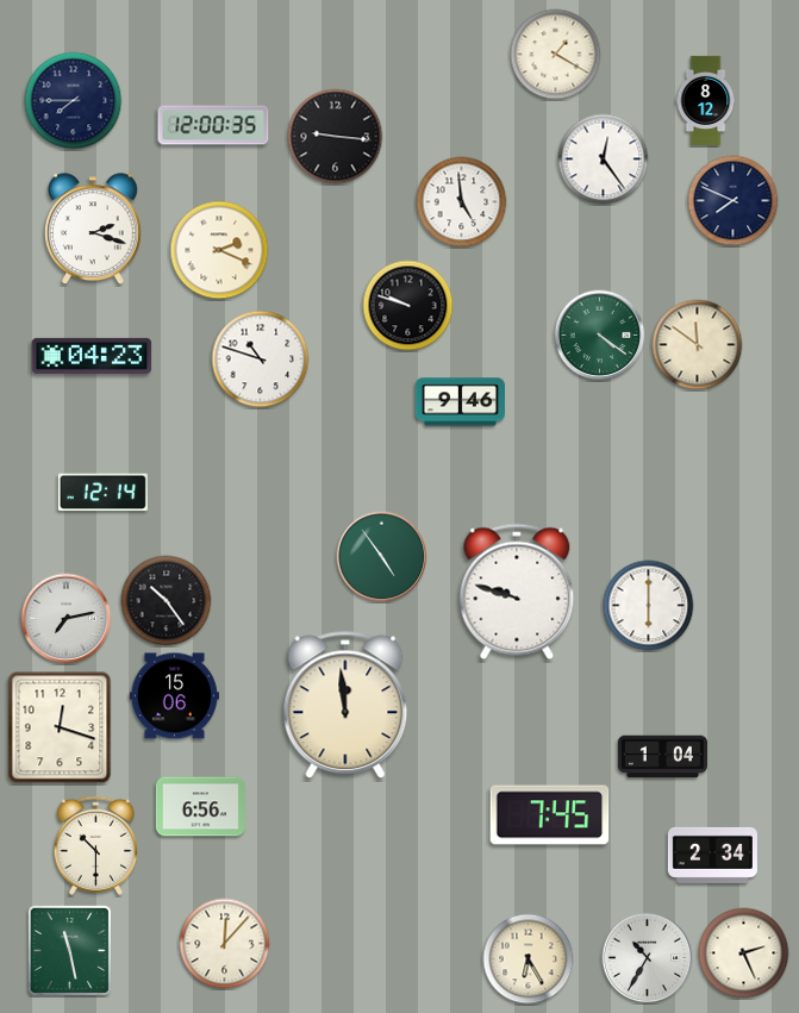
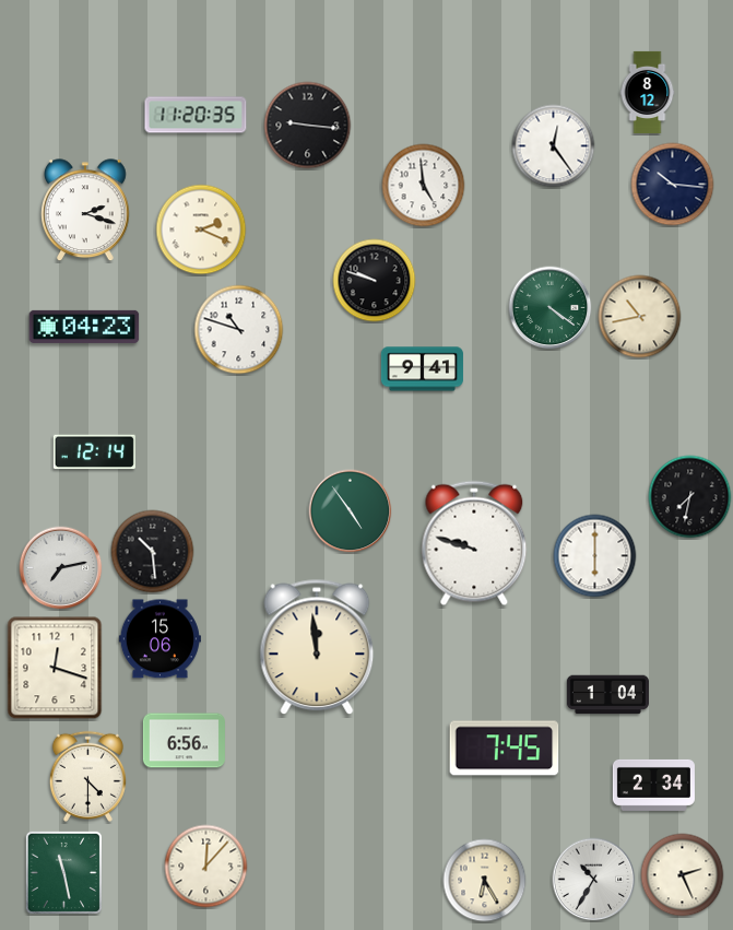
clock at (556, 55): 1:20 -> none
clock at (74, 101): 7:45 -> none
clock at (213, 125): 12:00 -> 11:20
clock at (734, 201): 7:49 -> 10:16
clock at (698, 345): 11:51 -> 10:43
clock at (460, 402): 9:46 -> 9:41
clock at (690, 497): none -> 7:32
clock at (167, 601): 10:24 -> 10:29
clock at (95, 845): 10:30 -> 4:30
